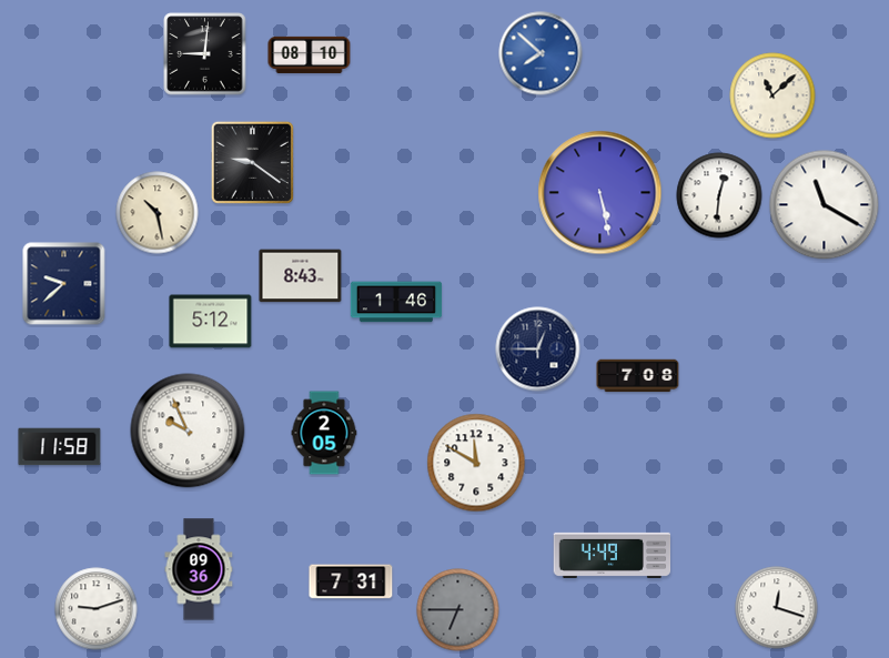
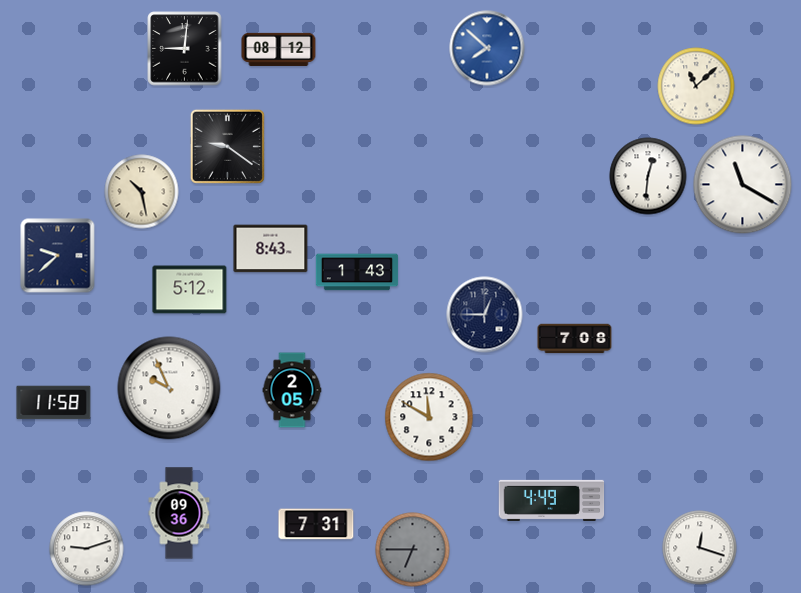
clock at (310, 54): 08:10 -> 08:12
clock at (600, 193): 5:28 -> none
clock at (396, 302): 1:46 -> 1:43
